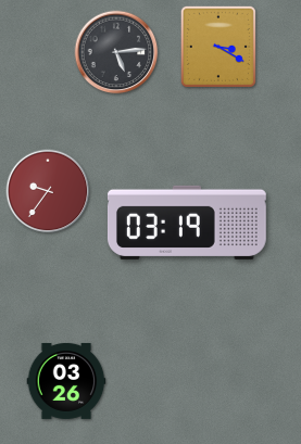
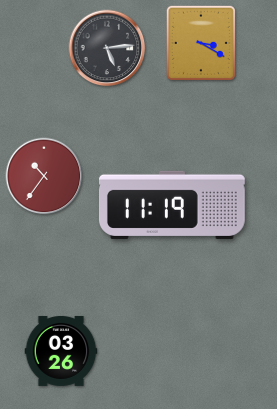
clock at (48, 191): 9:36 -> 10:36
clock at (187, 223): 03:19 -> 11:19
